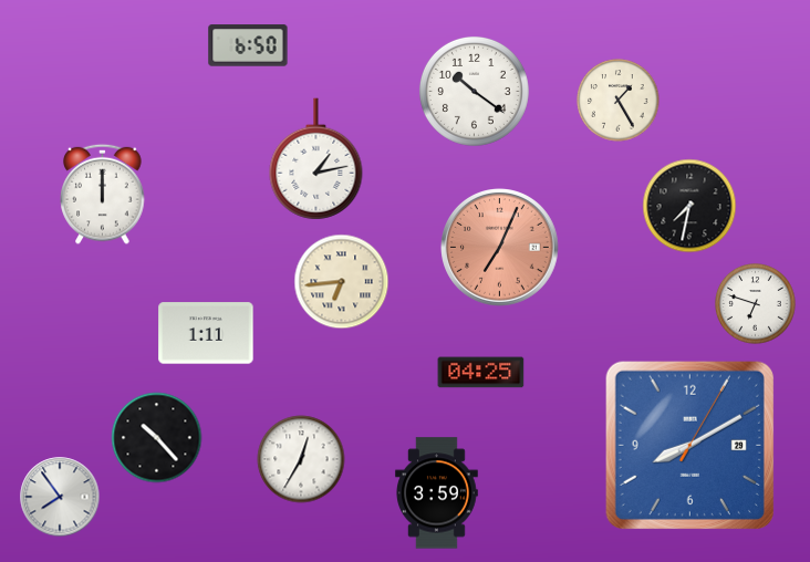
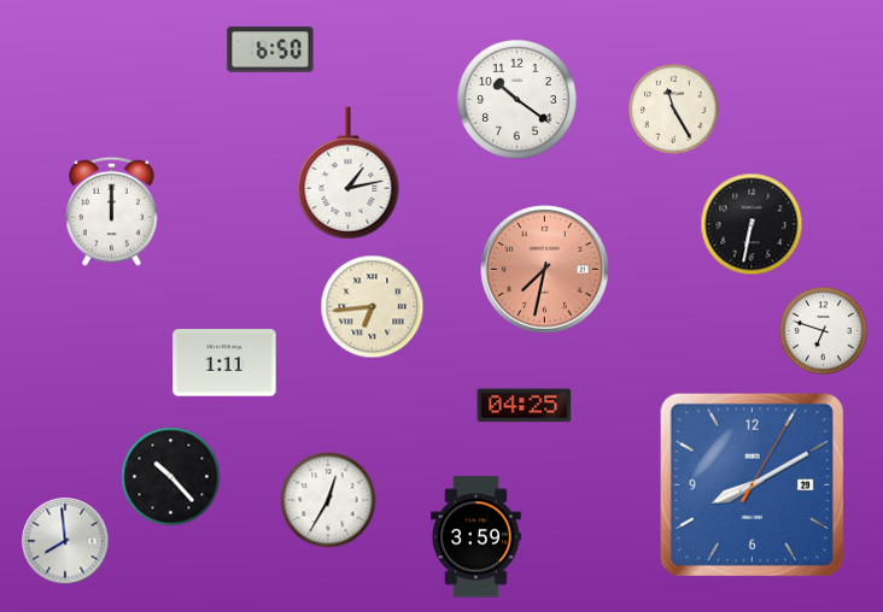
clock at (619, 101): 1:25 -> 11:25
clock at (316, 159) position: (316, 159) -> (349, 173)
clock at (689, 206): 7:32 -> 6:32
clock at (500, 248): 7:04 -> 7:32
clock at (60, 497): 7:54 -> 7:59
